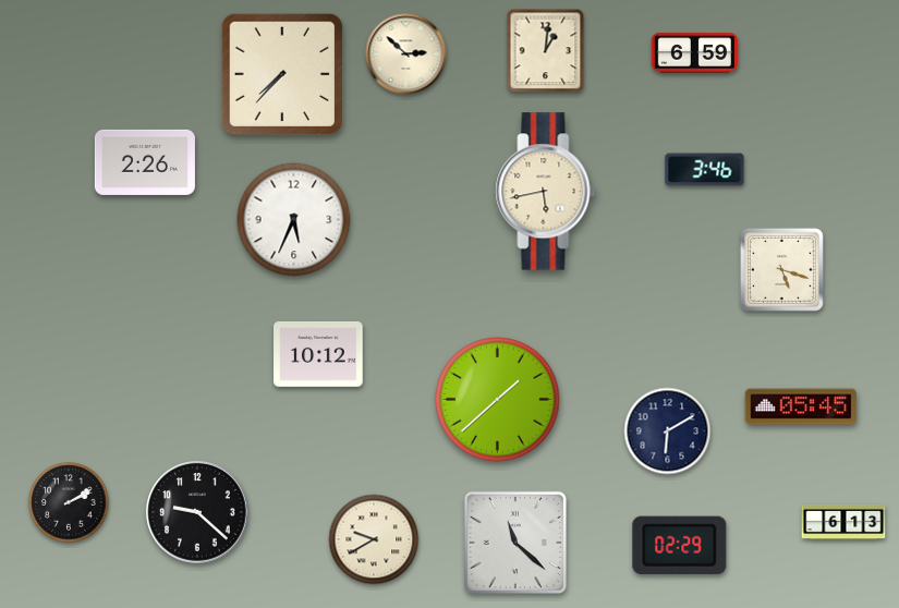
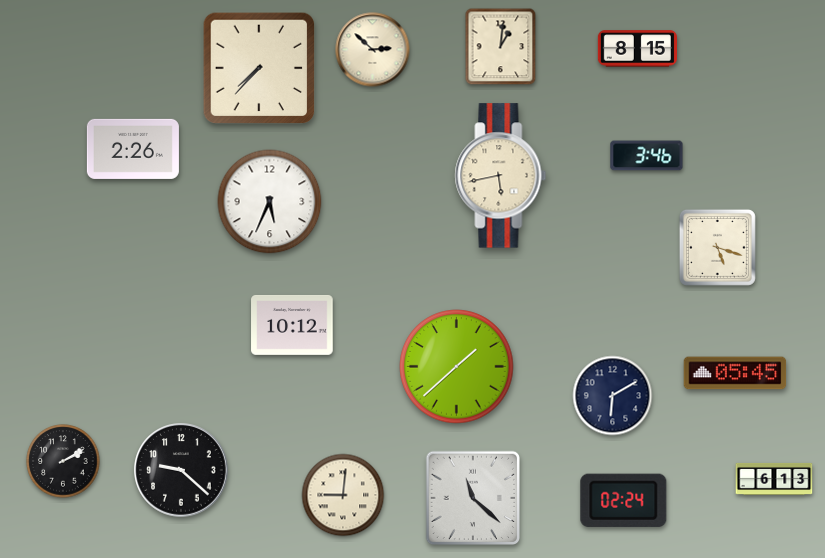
clock at (694, 53): 6:59 -> 8:15
clock at (374, 539): 9:40 -> 9:01
clock at (680, 545): 02:29 -> 02:24
